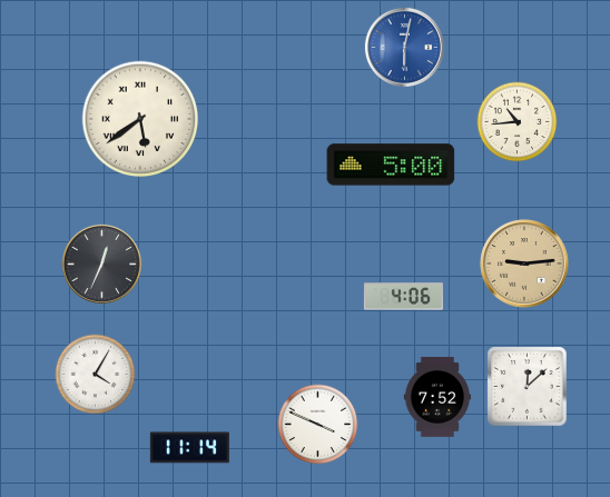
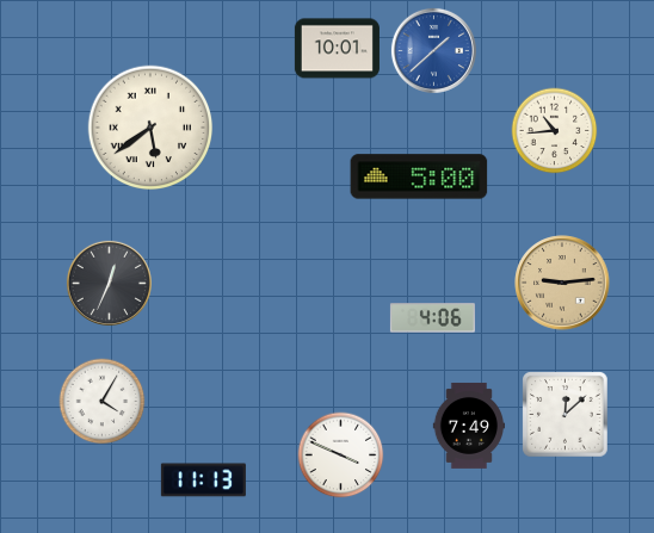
clock at (337, 49): none -> 10:01
clock at (404, 47): 6:02 -> 1:38
clock at (436, 397): 7:52 -> 7:49
clock at (189, 448): 11:14 -> 11:13
